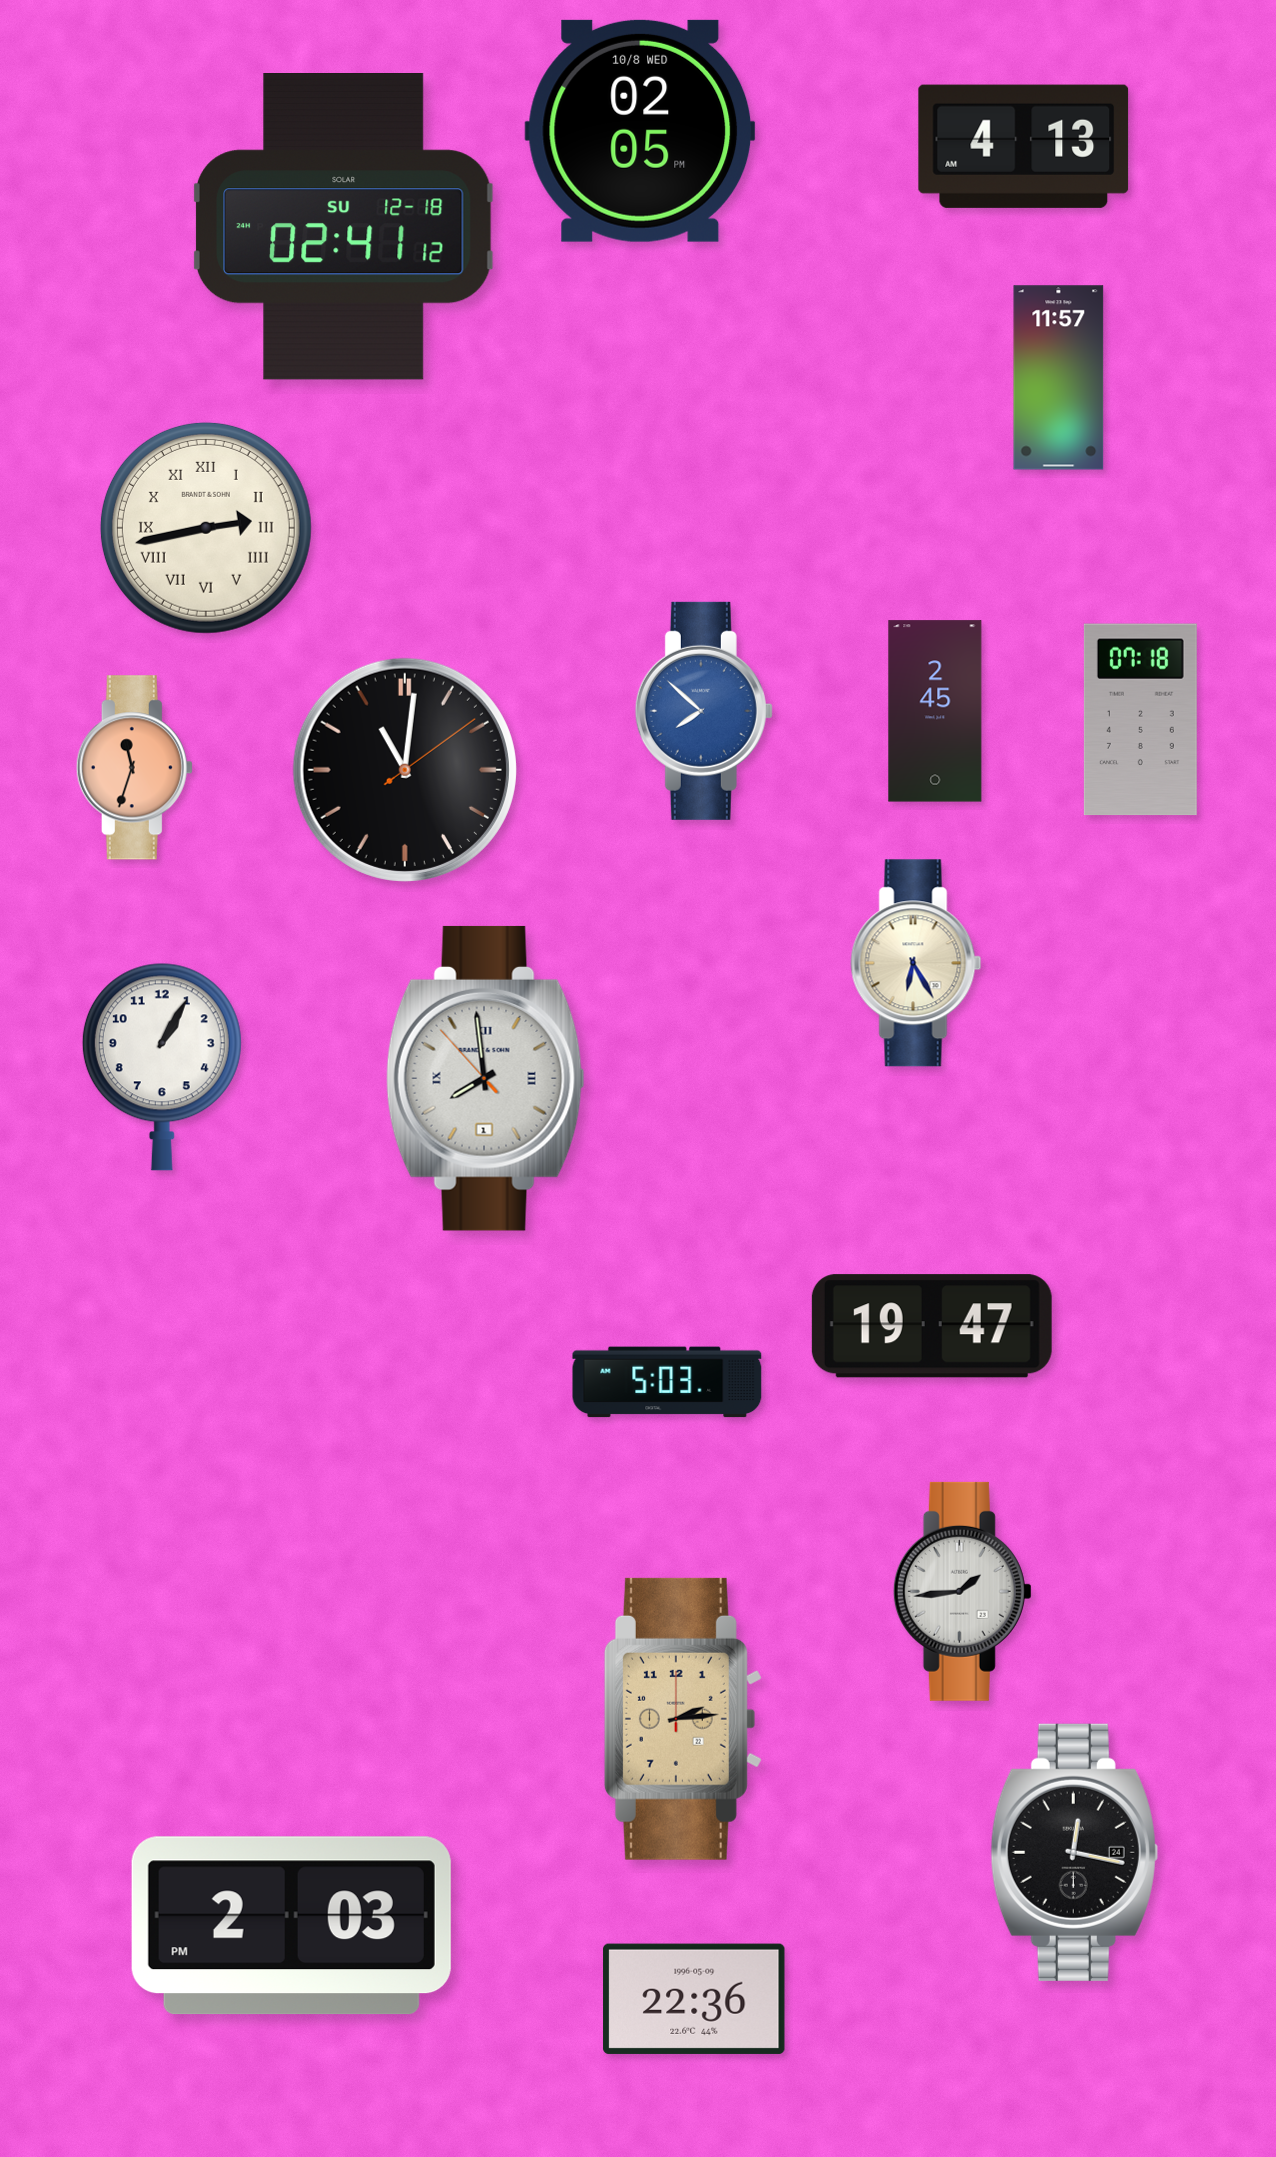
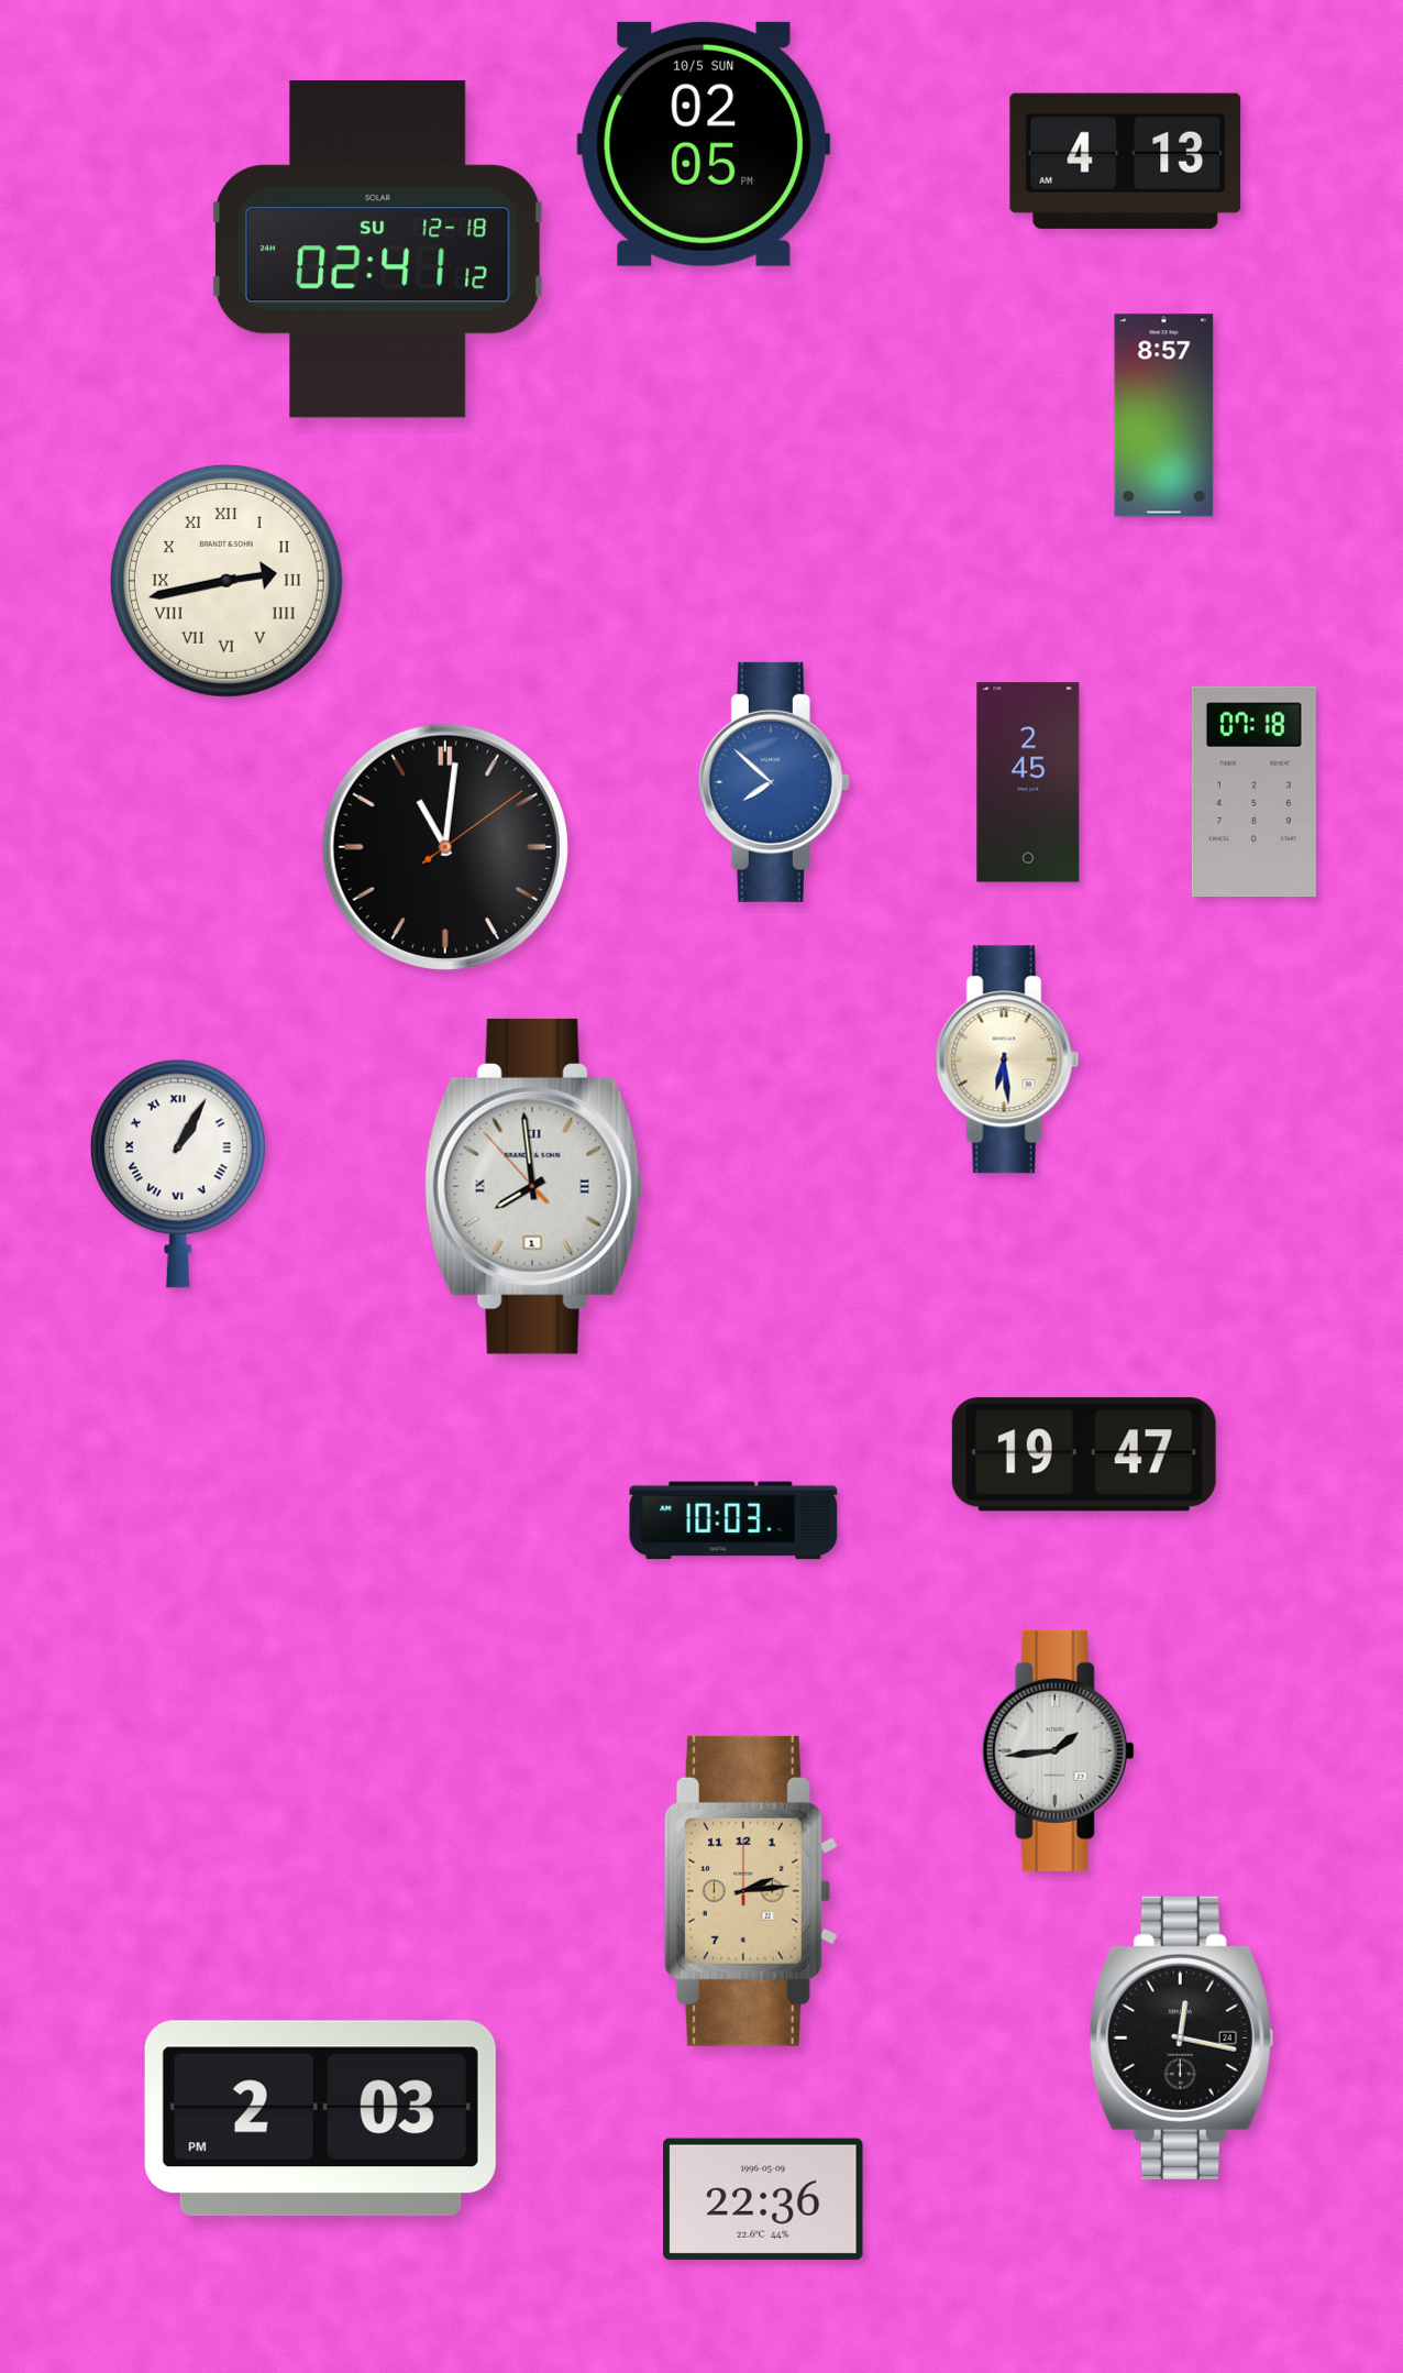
clock at (640, 131) date: 10/8 WED -> 10/5 SUN
clock at (1059, 378): 11:57 -> 8:57
clock at (134, 768): 11:33 -> none
clock at (916, 963): 6:25 -> 6:29
clock at (162, 1067) numerals: Arabic -> Roman
clock at (932, 1326) position: (932, 1326) -> (1084, 1454)
clock at (667, 1382): 5:03 -> 10:03
